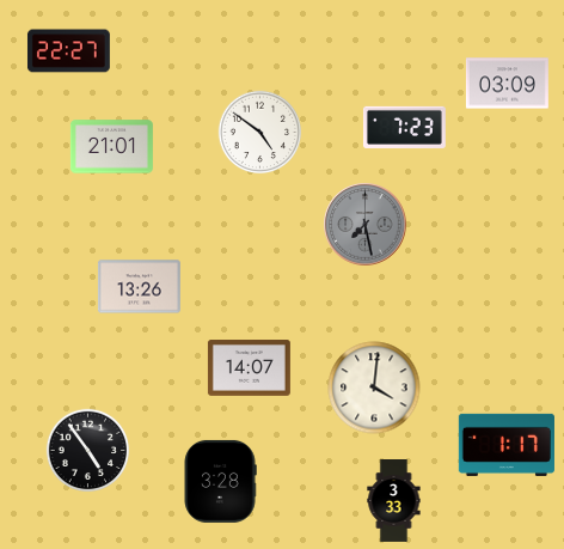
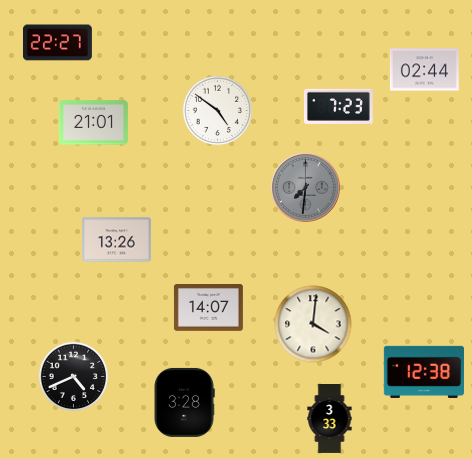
clock at (507, 84): 03:09 -> 02:44
clock at (366, 225): 7:28 -> 7:31
clock at (507, 445): 1:17 -> 12:38
clock at (88, 451): 4:54 -> 4:41
